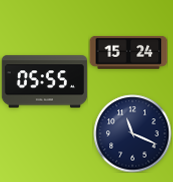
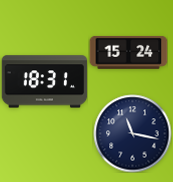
clock at (44, 82): 05:55 -> 18:31
clock at (132, 133): 11:19 -> 11:17
